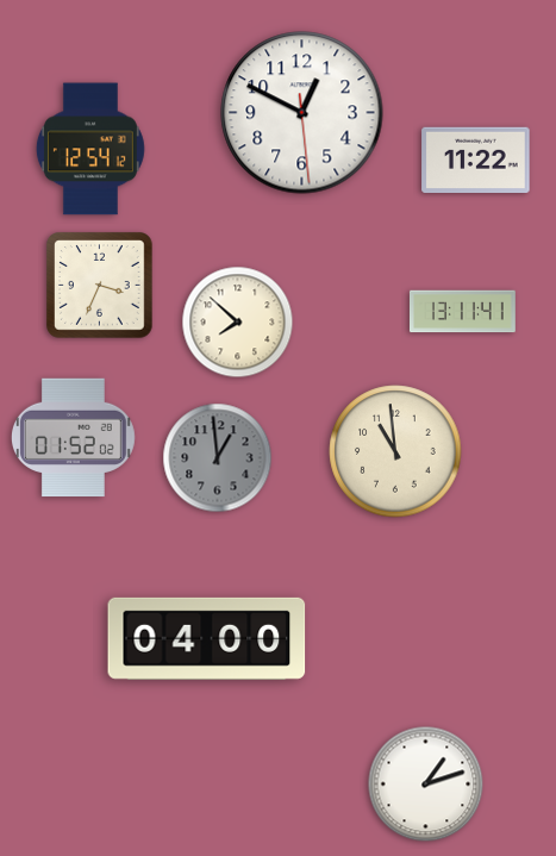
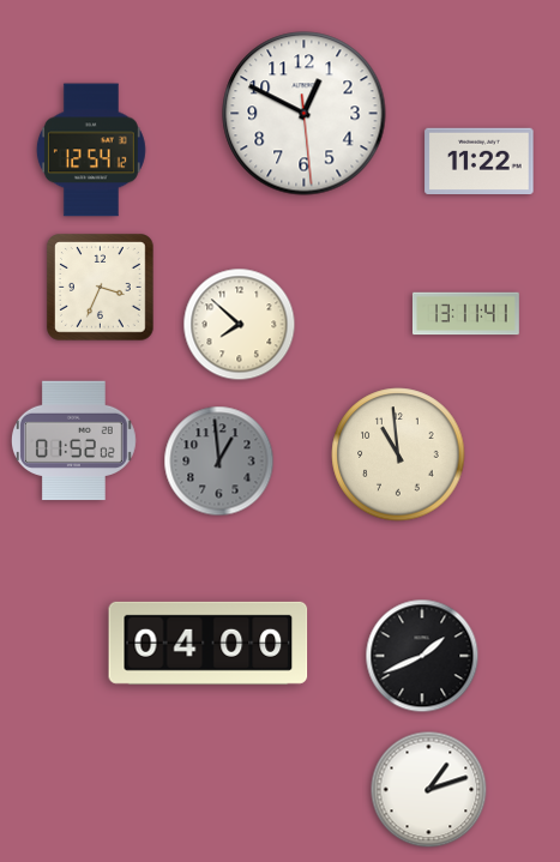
clock at (422, 656): none -> 1:41
